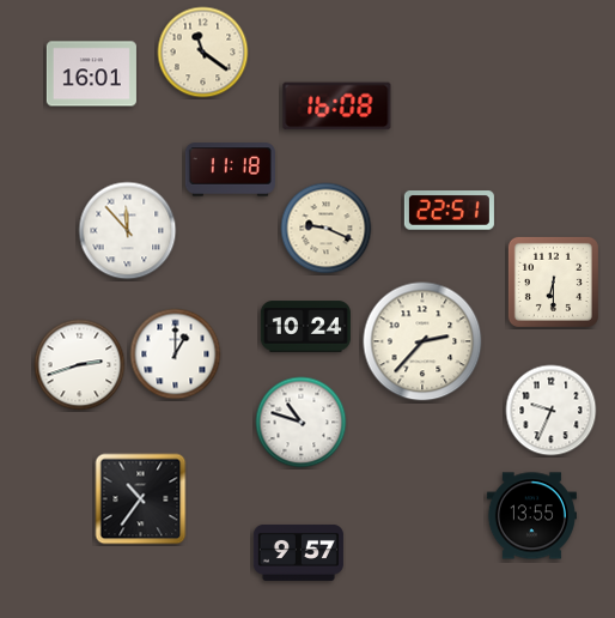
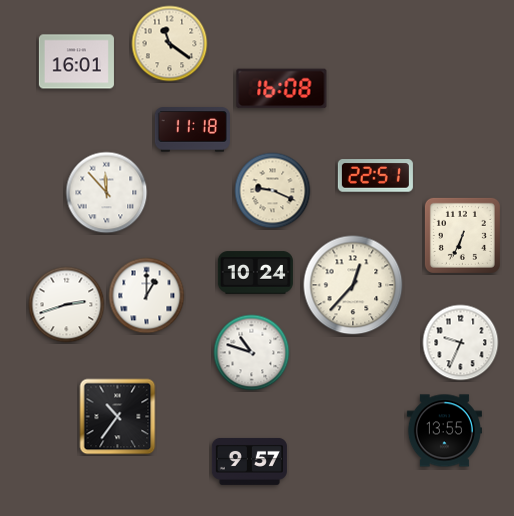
clock at (230, 170) position: (230, 170) -> (192, 130)
clock at (553, 281): 6:30 -> 6:34
clock at (422, 341): 2:37 -> 12:37
